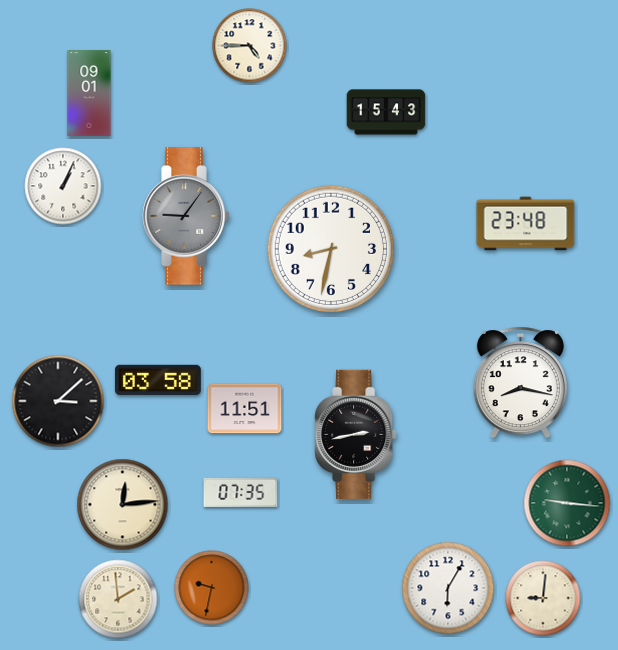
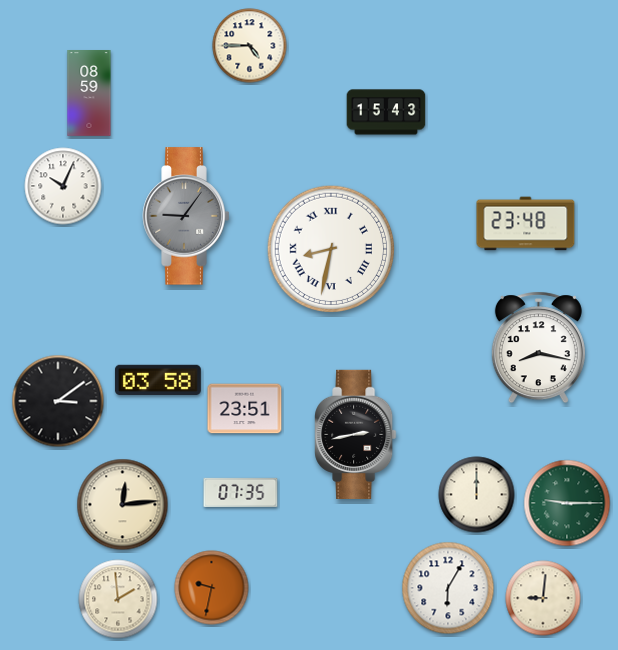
clock at (89, 94): 09:01 -> 08:59
clock at (63, 186): 1:04 -> 10:04
clock at (331, 249) numerals: Arabic -> Roman
clock at (520, 383) position: (520, 383) -> (538, 348)
clock at (58, 401): 3:08 -> 3:09
clock at (245, 409): 11:51 -> 23:51
clock at (477, 495): none -> 12:00
clock at (567, 503): 9:16 -> 9:15
